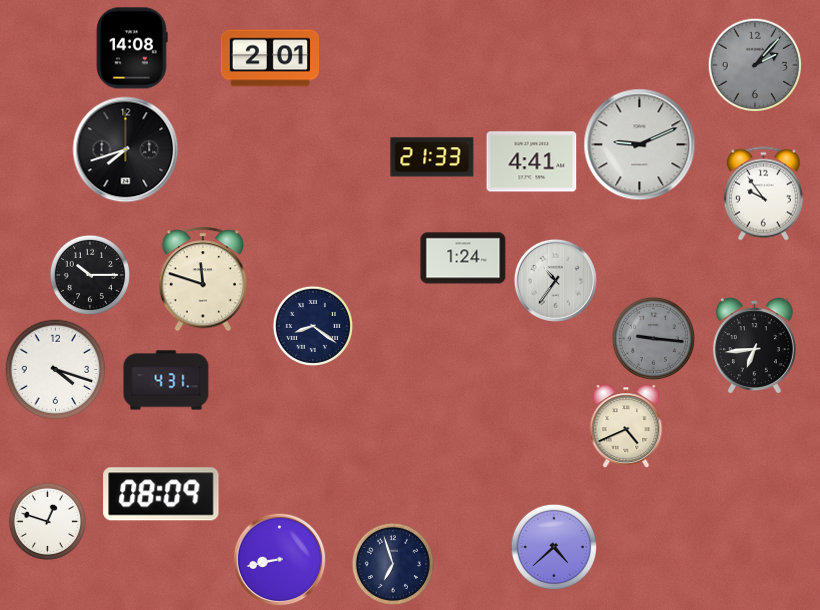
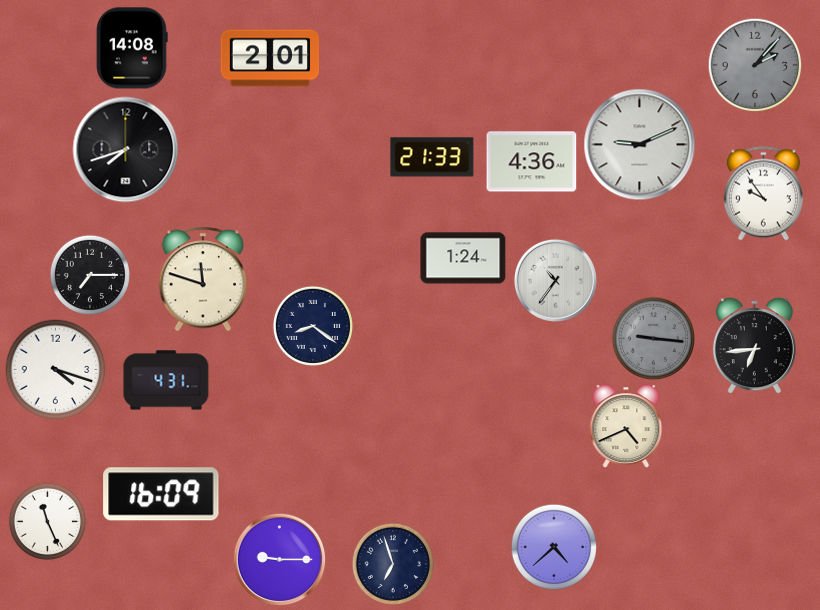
clock at (532, 162): 4:41 -> 4:36
clock at (90, 275): 10:15 -> 7:15
clock at (161, 494): 08:09 -> 16:09
clock at (47, 521): 12:48 -> 11:26
clock at (279, 559): 8:43 -> 9:15
